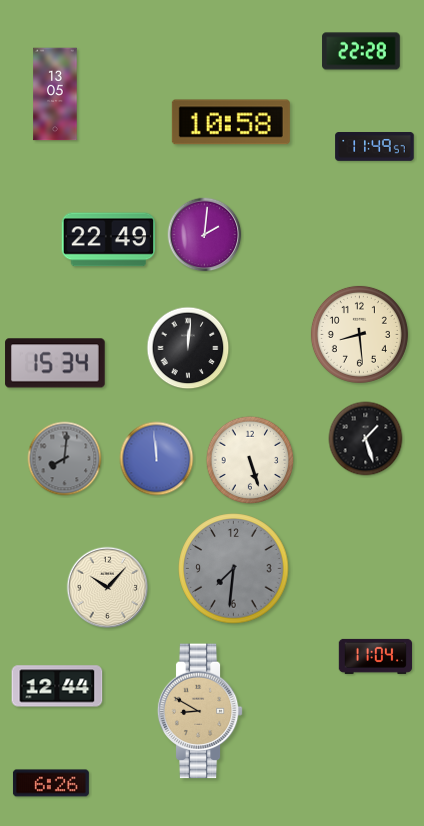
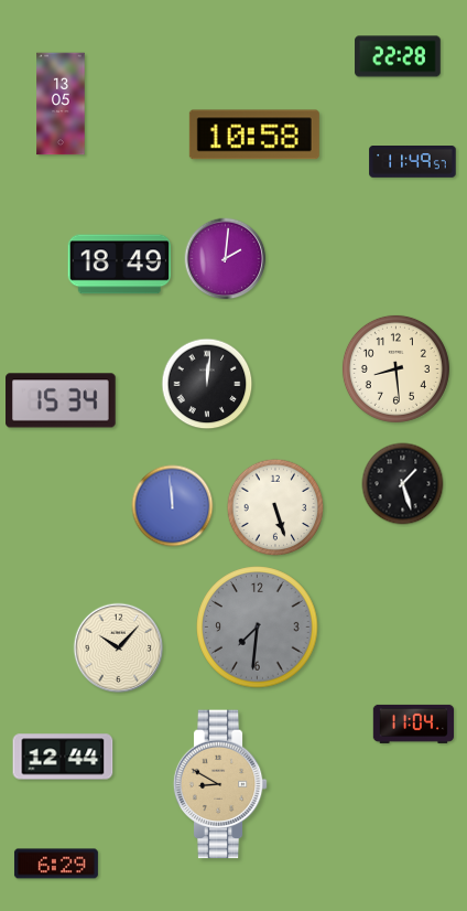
clock at (109, 240): 22:49 -> 18:49
clock at (65, 459): 8:01 -> none
clock at (51, 783): 6:26 -> 6:29
